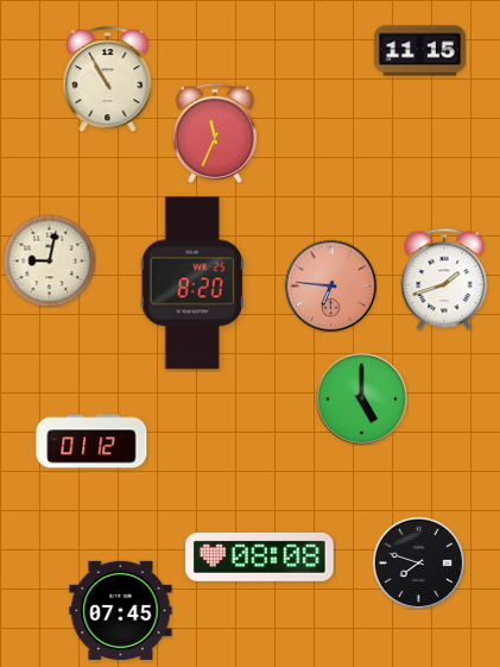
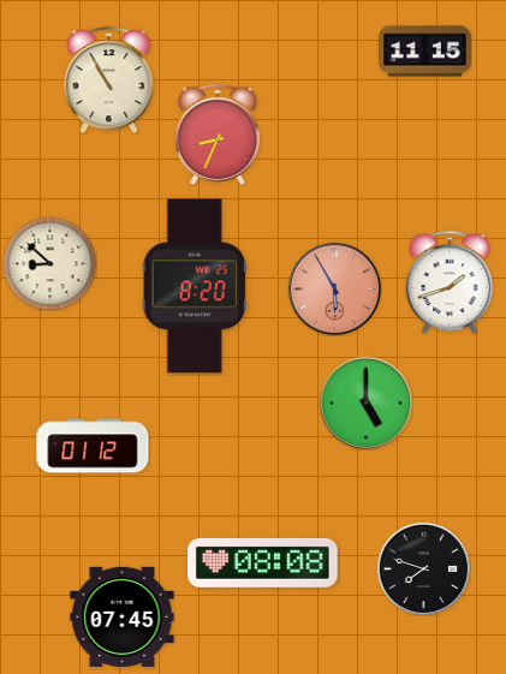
clock at (214, 133): 11:34 -> 8:34
clock at (49, 260): 9:02 -> 8:52
clock at (330, 285): 6:46 -> 5:55
